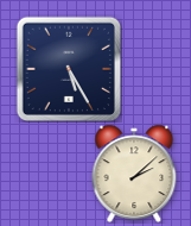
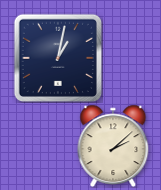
clock at (68, 68): 5:25 -> 1:02
